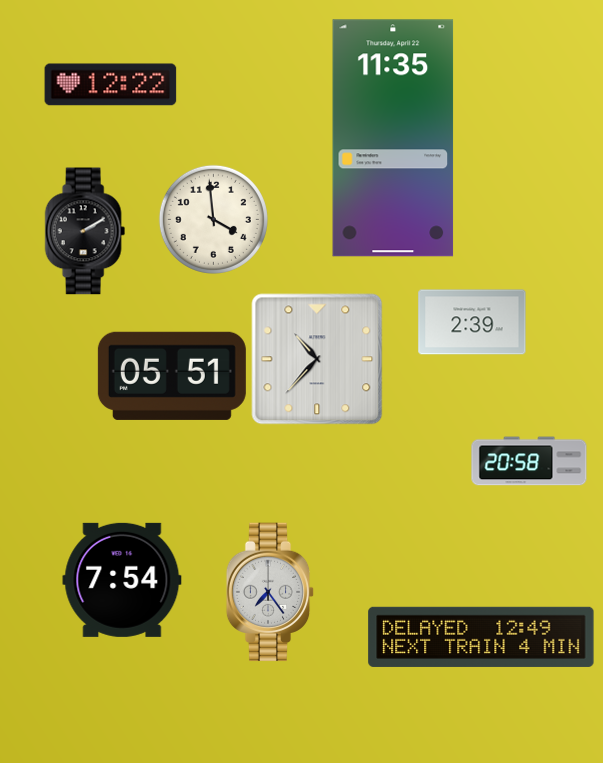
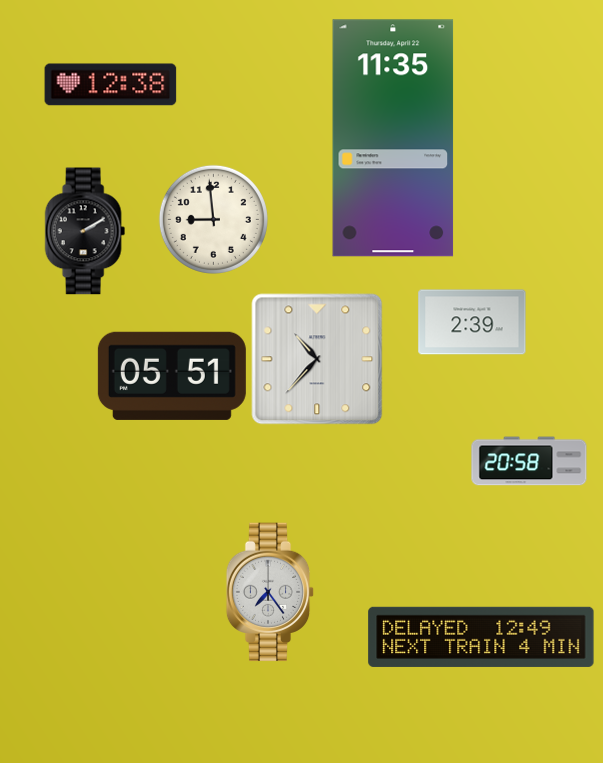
clock at (111, 85): 12:22 -> 12:38
clock at (213, 219): 3:59 -> 8:59
clock at (122, 580): 7:54 -> none
